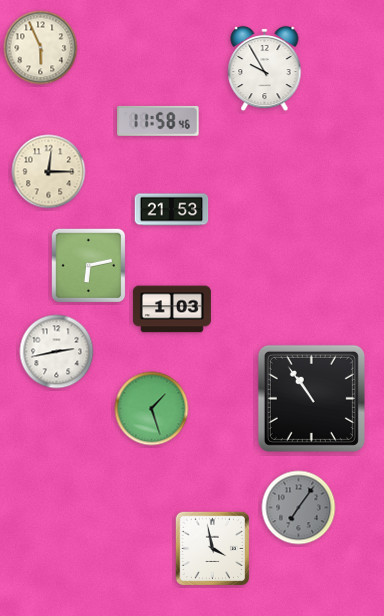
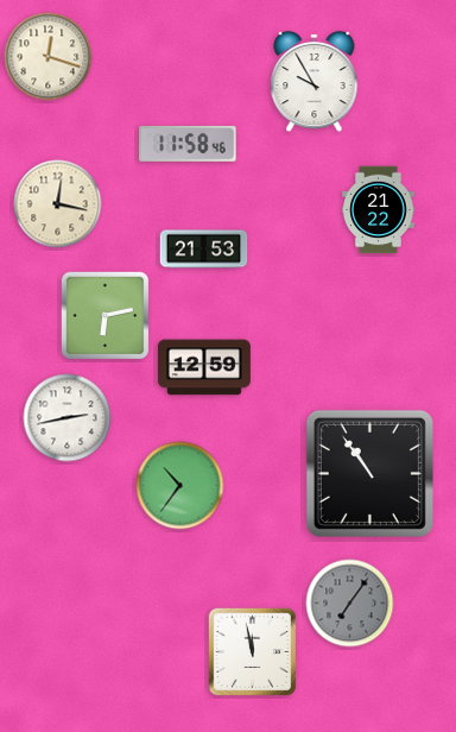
clock at (41, 48): 5:56 -> 12:18
clock at (49, 172): 12:15 -> 12:17
clock at (379, 210): none -> 21:22
clock at (172, 309): 1:03 -> 12:59
clock at (152, 409): 1:27 -> 10:36
clock at (299, 508) position: (299, 508) -> (350, 604)
clock at (213, 549): 3:58 -> 11:58
